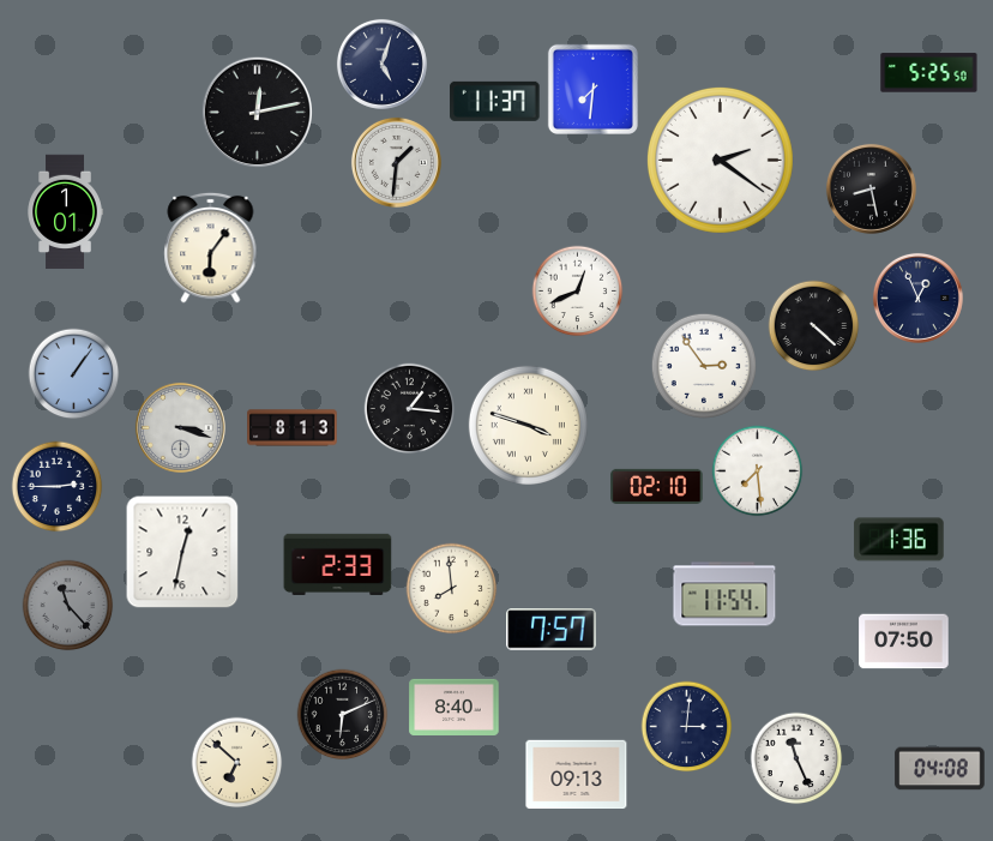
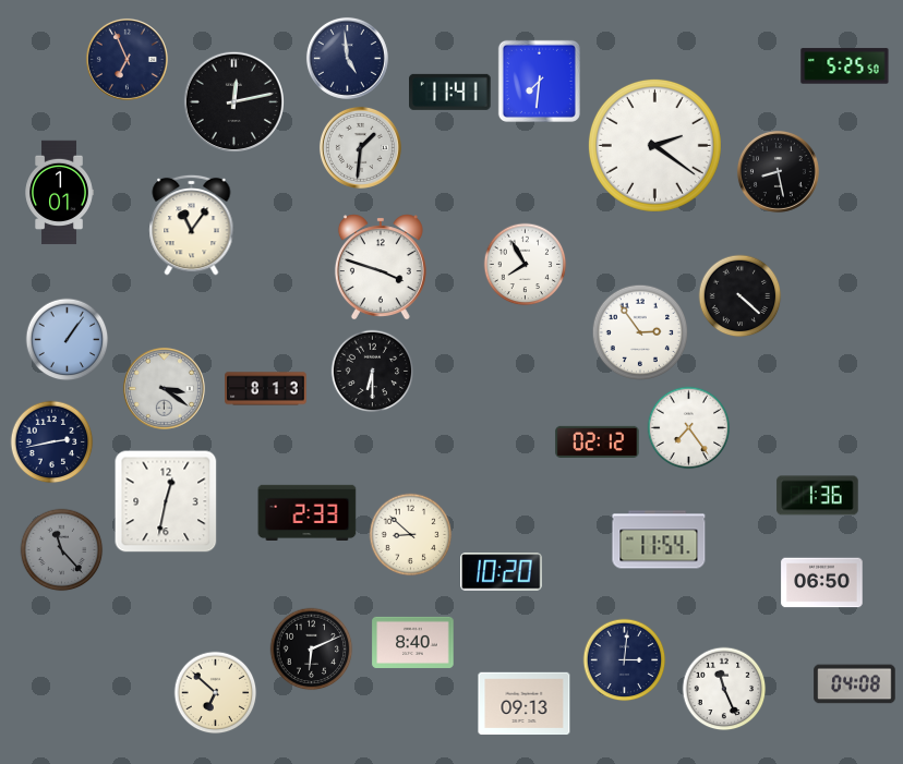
clock at (381, 64): 5:03 -> 4:59
clock at (127, 59): none -> 6:56
clock at (495, 101): 11:37 -> 11:41
clock at (871, 188) position: (871, 188) -> (778, 171)
clock at (211, 247): 6:06 -> 11:06
clock at (578, 292): 12:41 -> 7:55
clock at (381, 267): none -> 3:48
clock at (917, 298): 12:56 -> none
clock at (410, 409): 1:16 -> 6:30
clock at (528, 425): 3:48 -> none
clock at (180, 427): 3:18 -> 3:21
clock at (758, 471): 7:29 -> 7:24
clock at (657, 486): 02:10 -> 02:12
clock at (58, 487): 2:45 -> 2:43
clock at (899, 540) position: (899, 540) -> (818, 496)
clock at (452, 589): 7:59 -> 8:52
clock at (552, 630): 7:57 -> 10:20
clock at (904, 642): 07:50 -> 06:50
clock at (940, 769) position: (940, 769) -> (855, 684)
